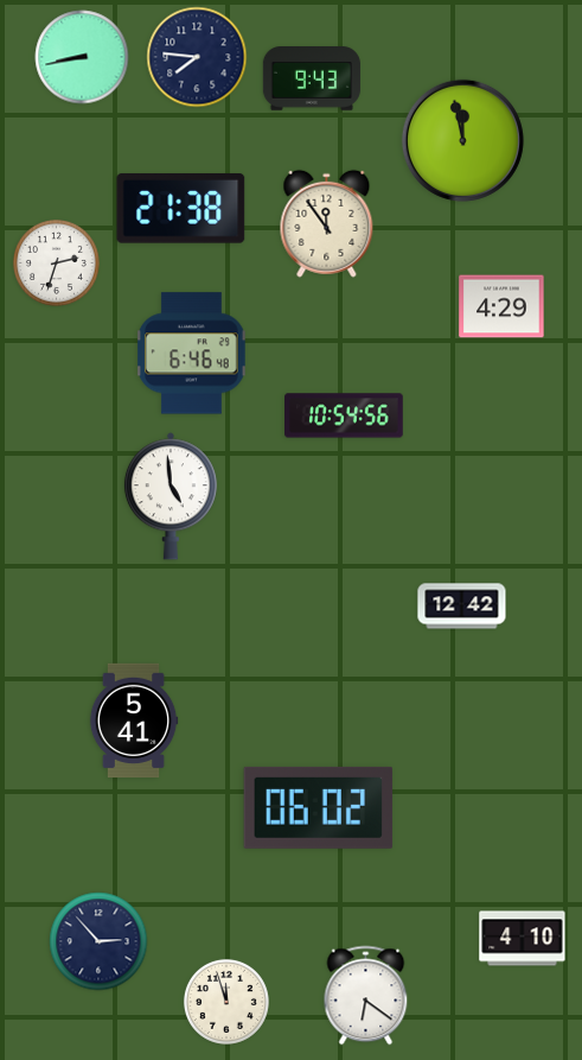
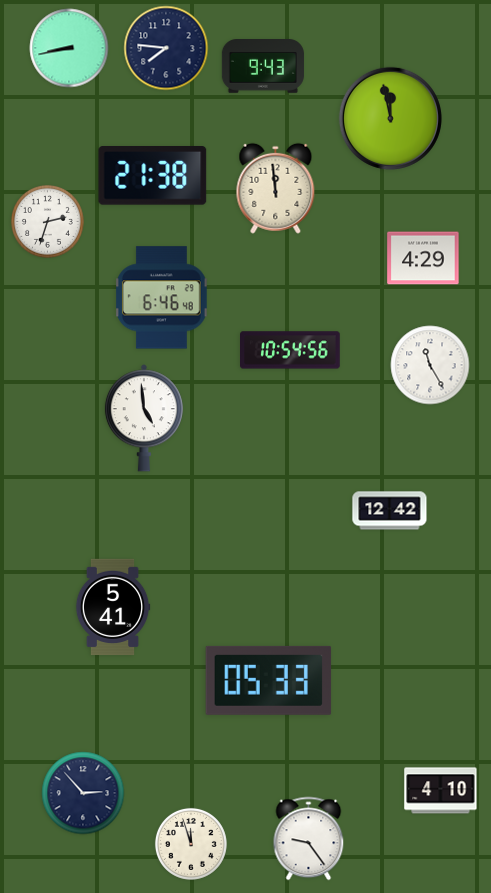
clock at (327, 223): 11:54 -> 11:59
clock at (430, 365): none -> 11:25
clock at (319, 807): 06:02 -> 05:33
clock at (366, 996): 6:21 -> 9:24
